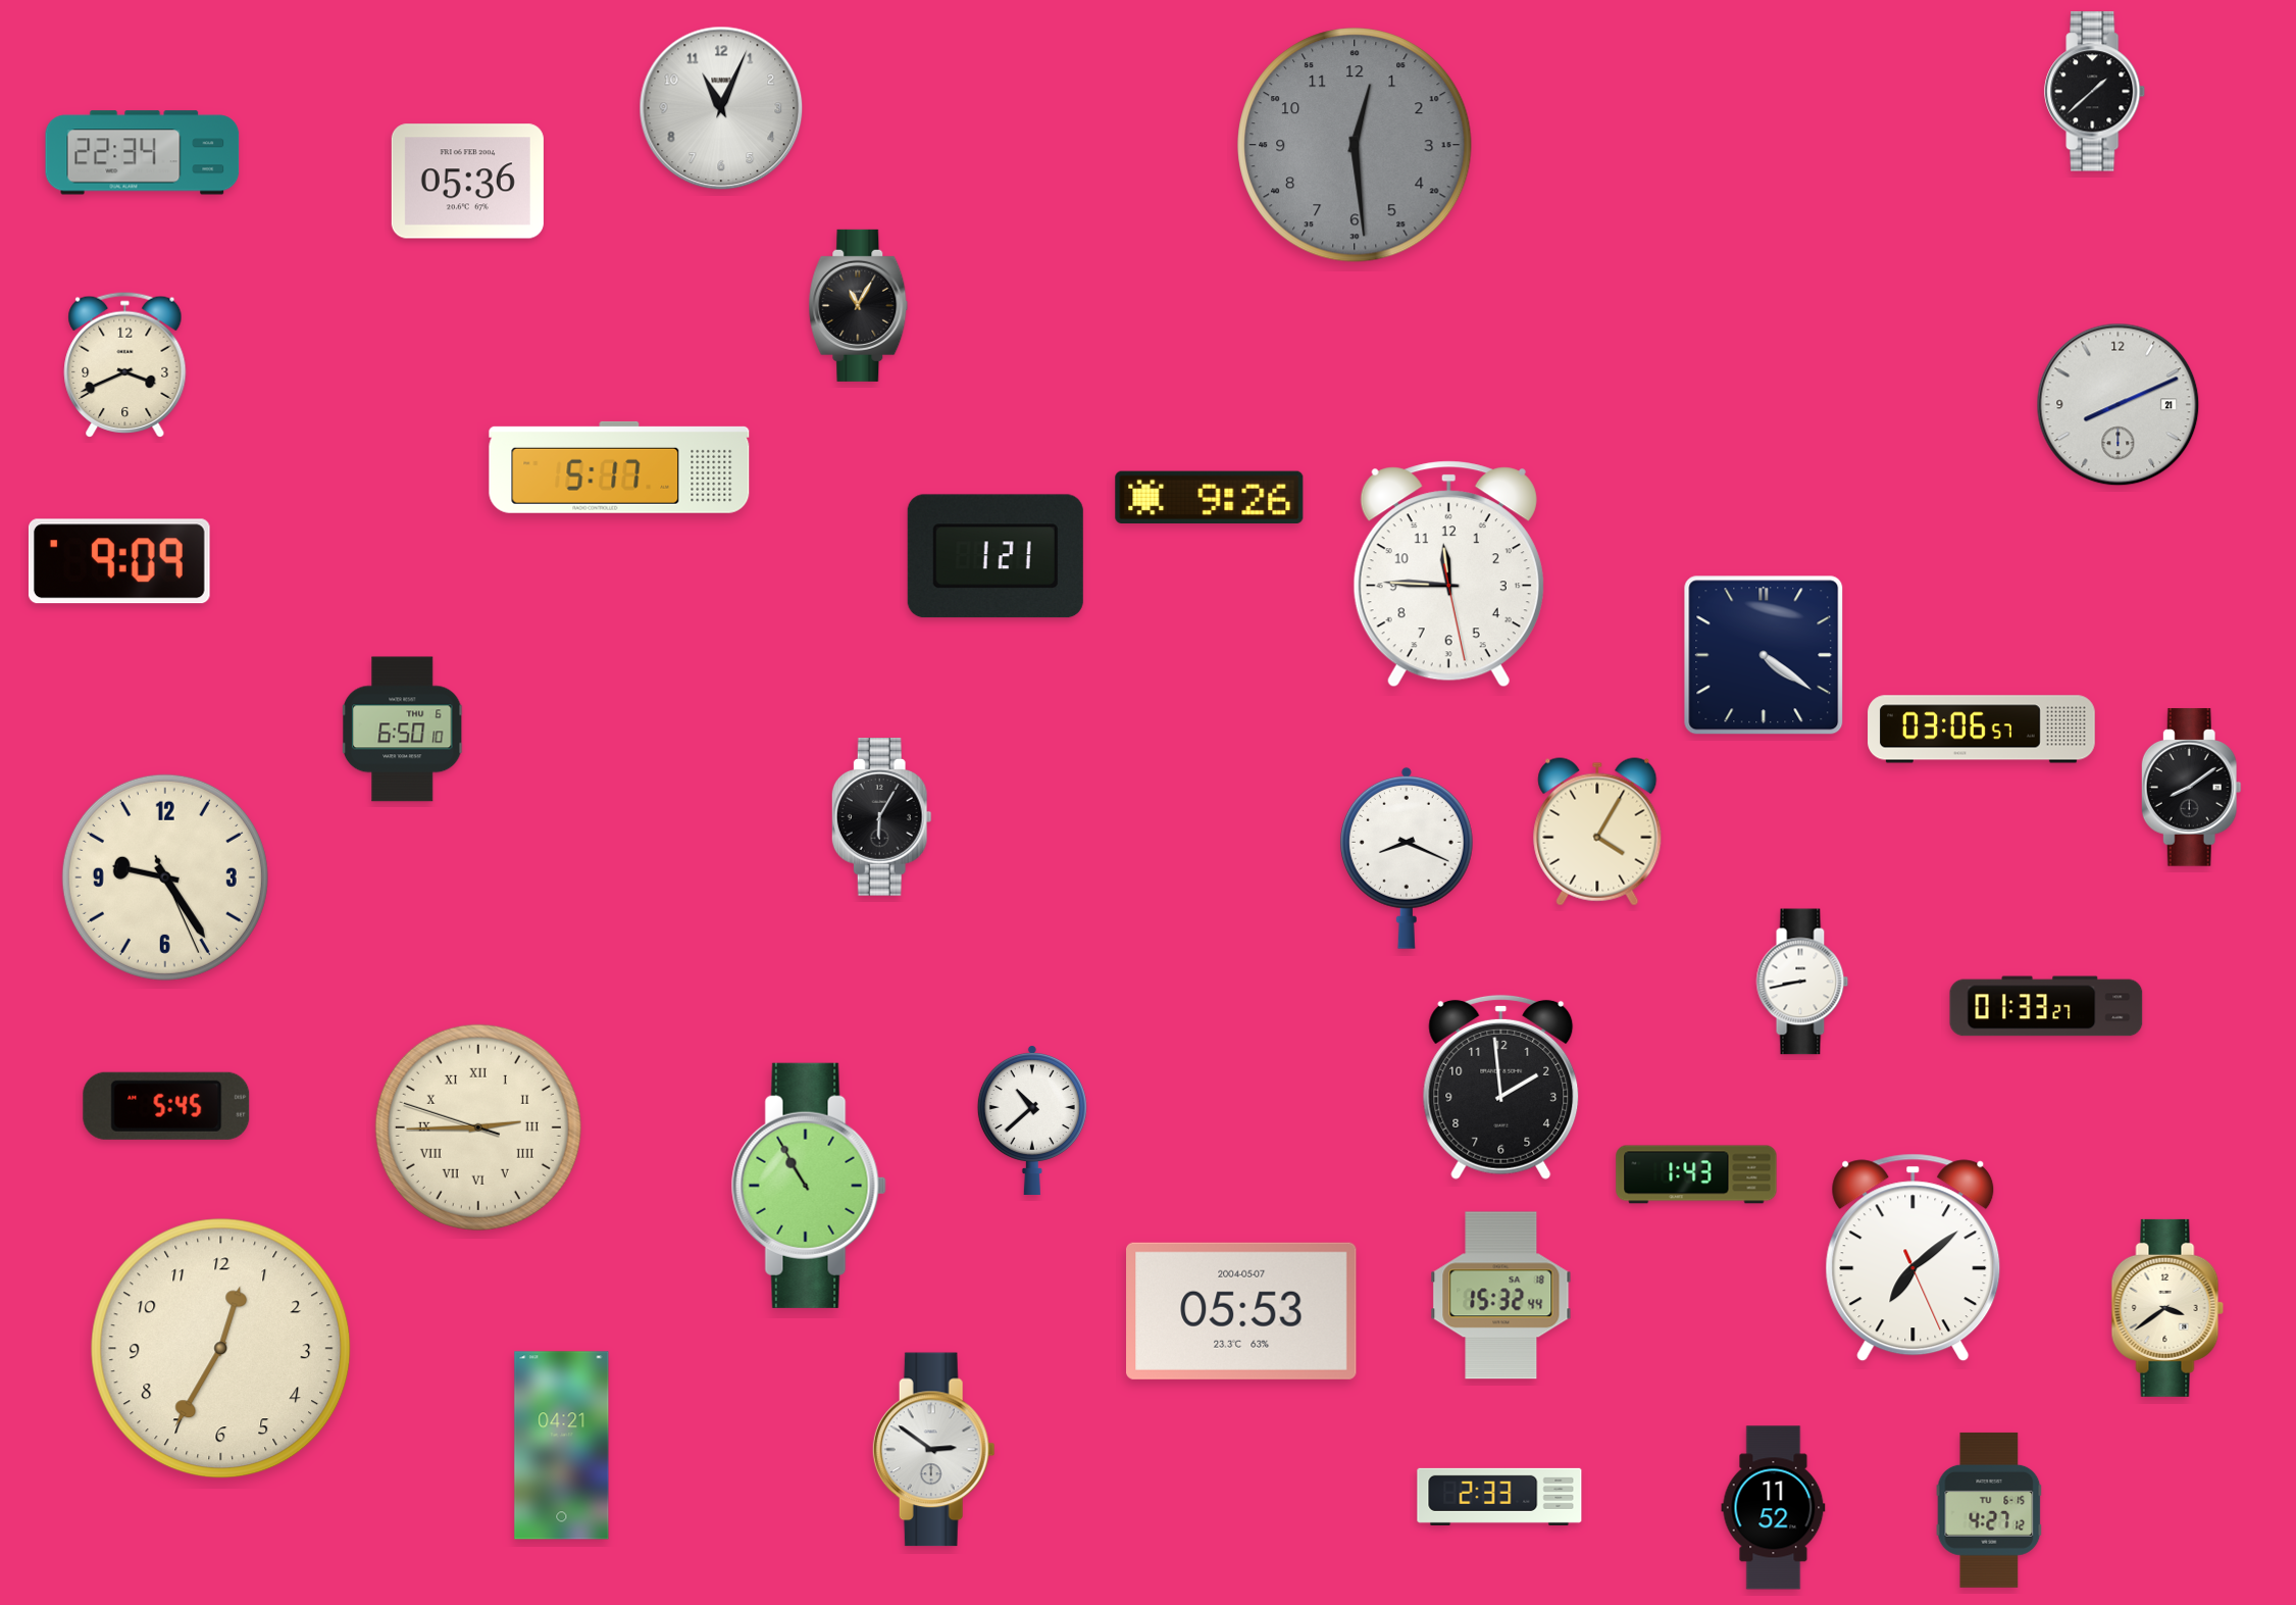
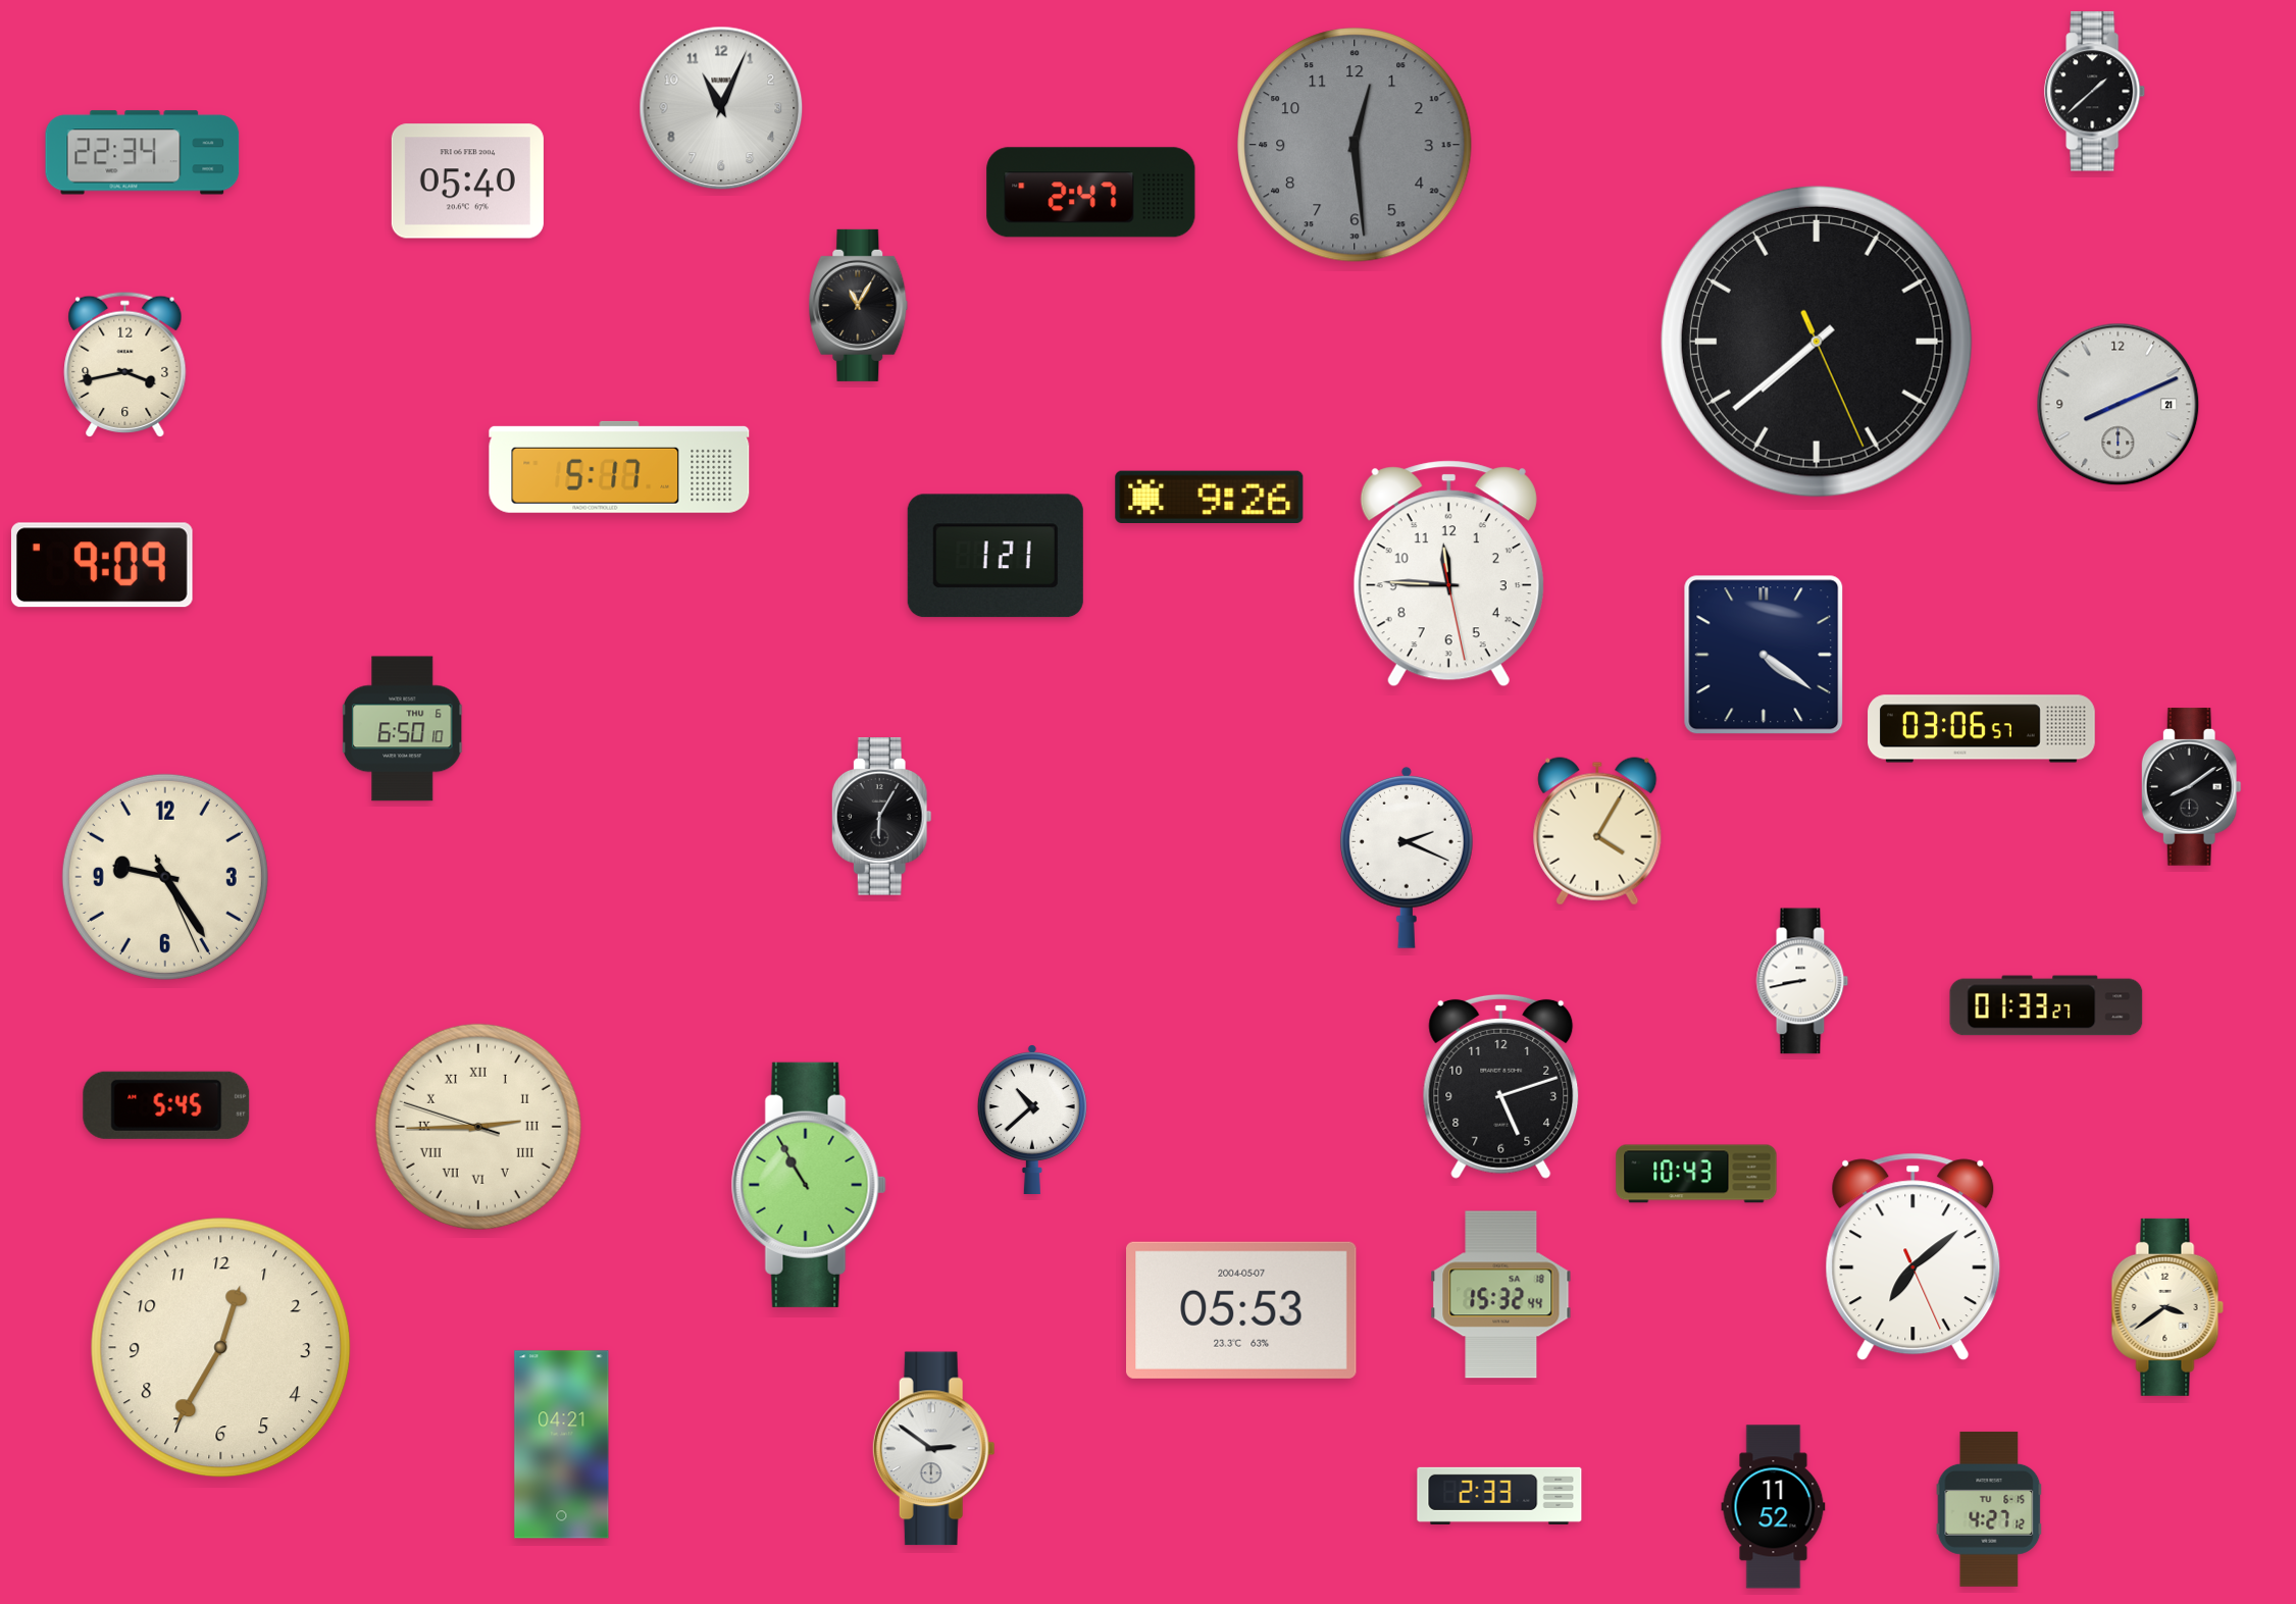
clock at (467, 182): 05:36 -> 05:40
clock at (1091, 193): none -> 2:47
clock at (1817, 342): none -> 7:38
clock at (125, 364): 3:41 -> 3:43
clock at (119, 561) position: (119, 561) -> (102, 565)
clock at (1407, 858): 8:19 -> 2:19
clock at (1501, 1087): 1:59 -> 5:12
clock at (1696, 1174): 1:43 -> 10:43
